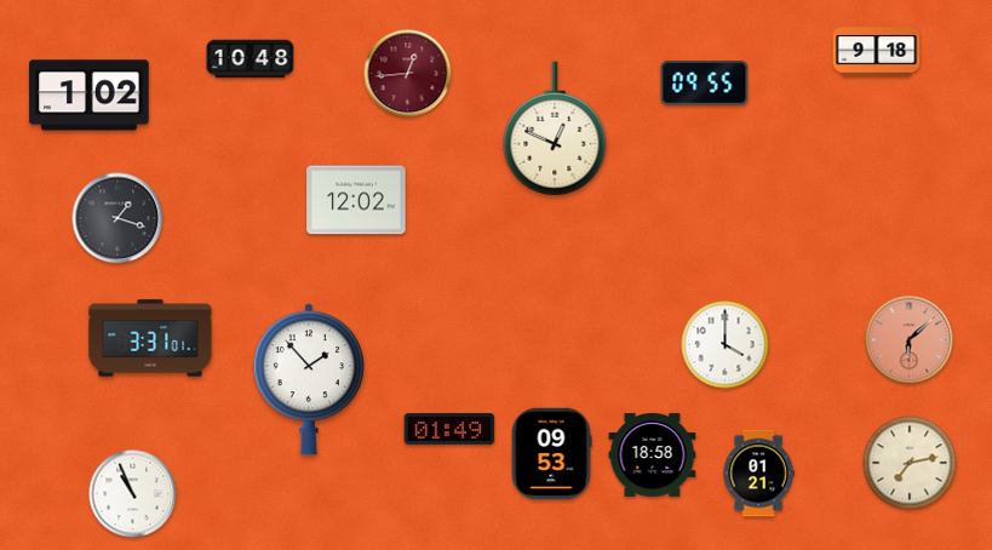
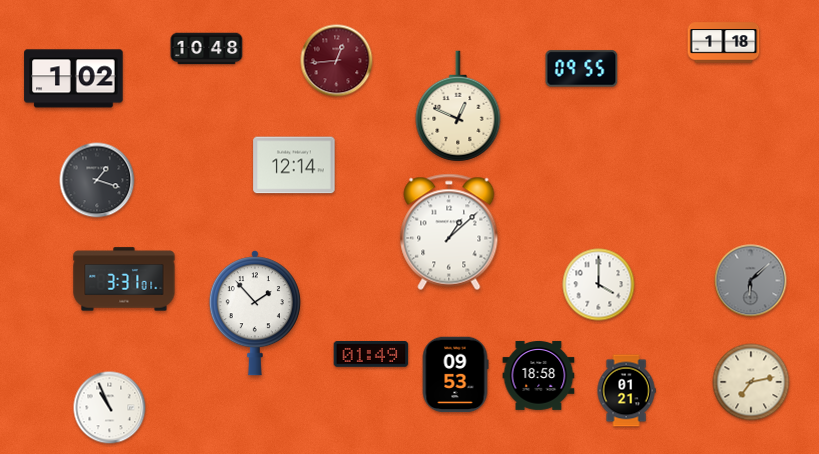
clock at (877, 52): 9:18 -> 1:18
clock at (356, 200): 12:02 -> 12:14
clock at (449, 232): none -> 1:08
clock at (910, 340) dial: salmon -> grey
